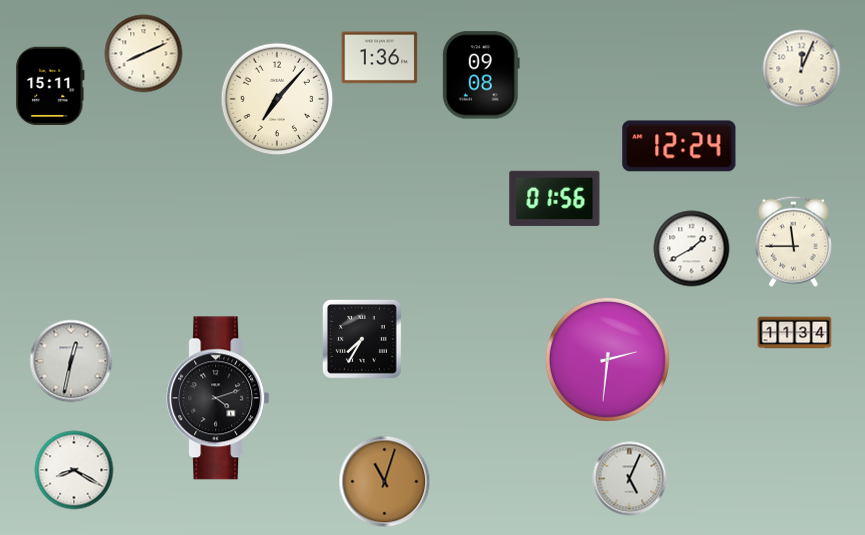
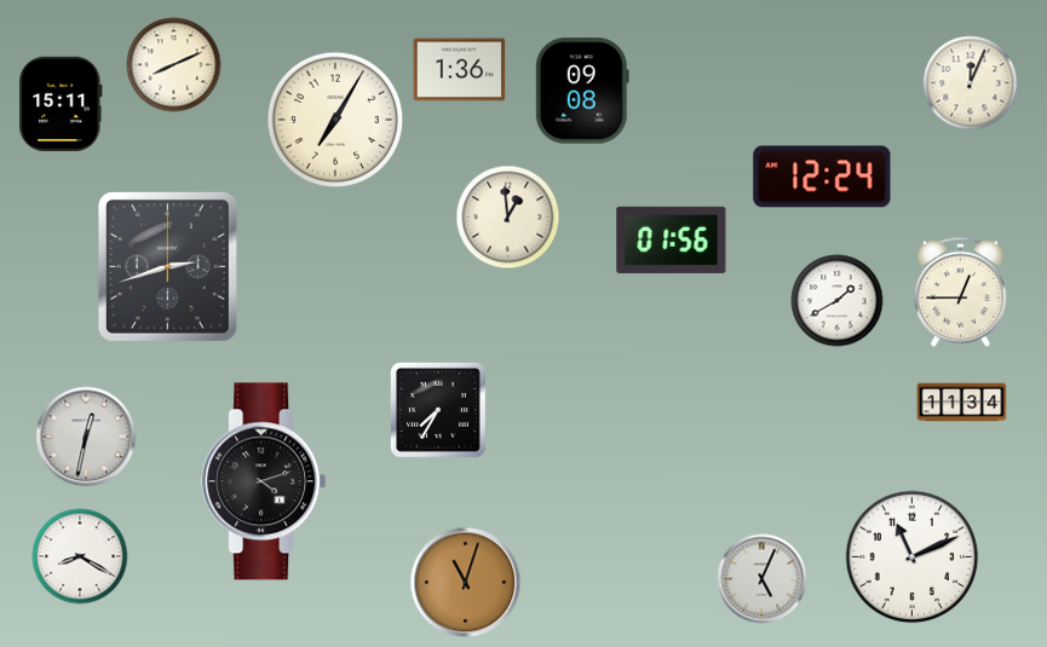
clock at (277, 99): 7:07 -> 7:05
clock at (508, 218): none -> 12:59
clock at (167, 266): none -> 2:42
clock at (793, 241): 11:45 -> 12:45
clock at (607, 359): 2:31 -> none
clock at (913, 558): none -> 11:11
clock at (74, 470) position: (74, 470) -> (80, 556)
